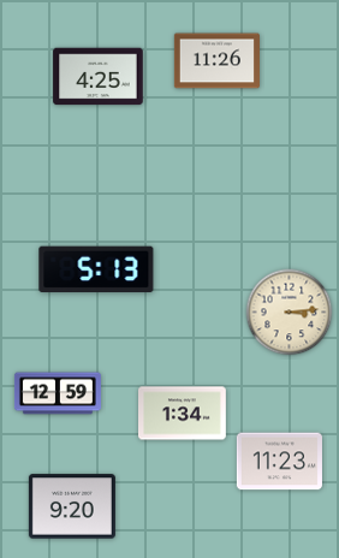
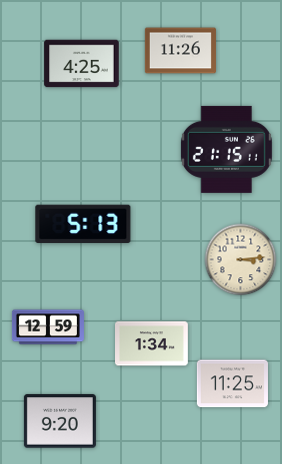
clock at (226, 149): none -> 21:15
clock at (96, 269) position: (96, 269) -> (83, 224)
clock at (279, 462): 11:23 -> 11:25
